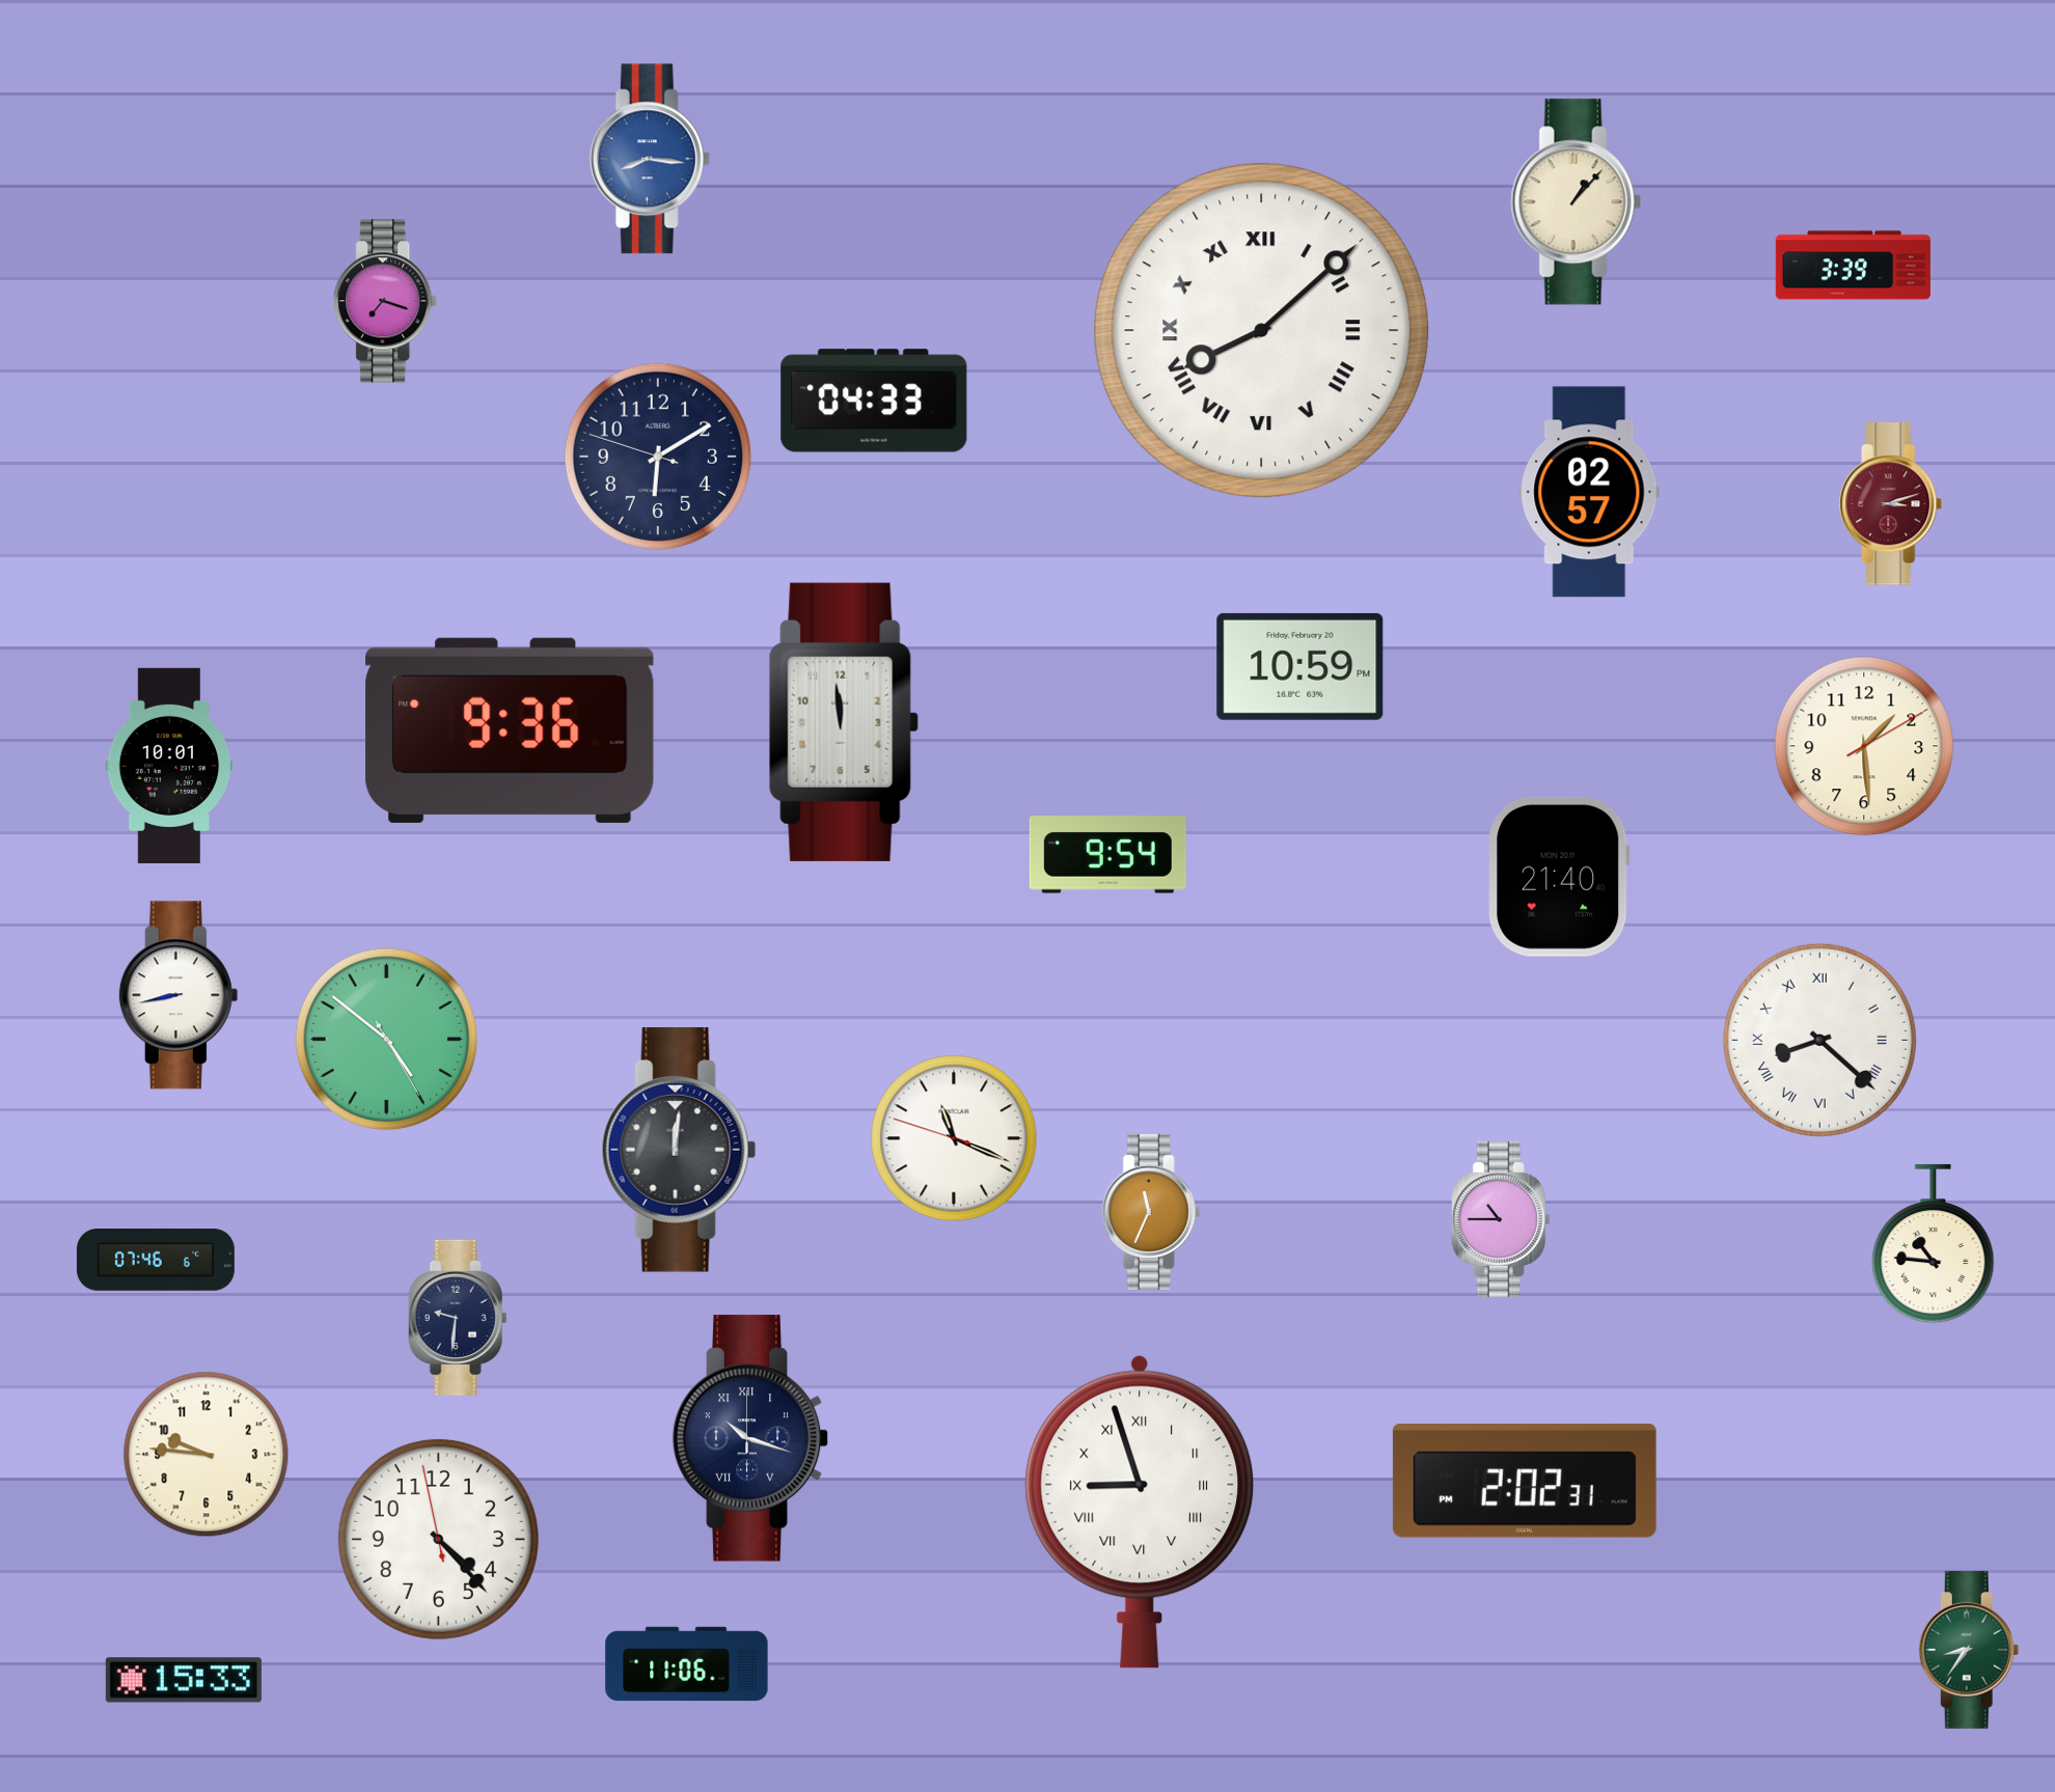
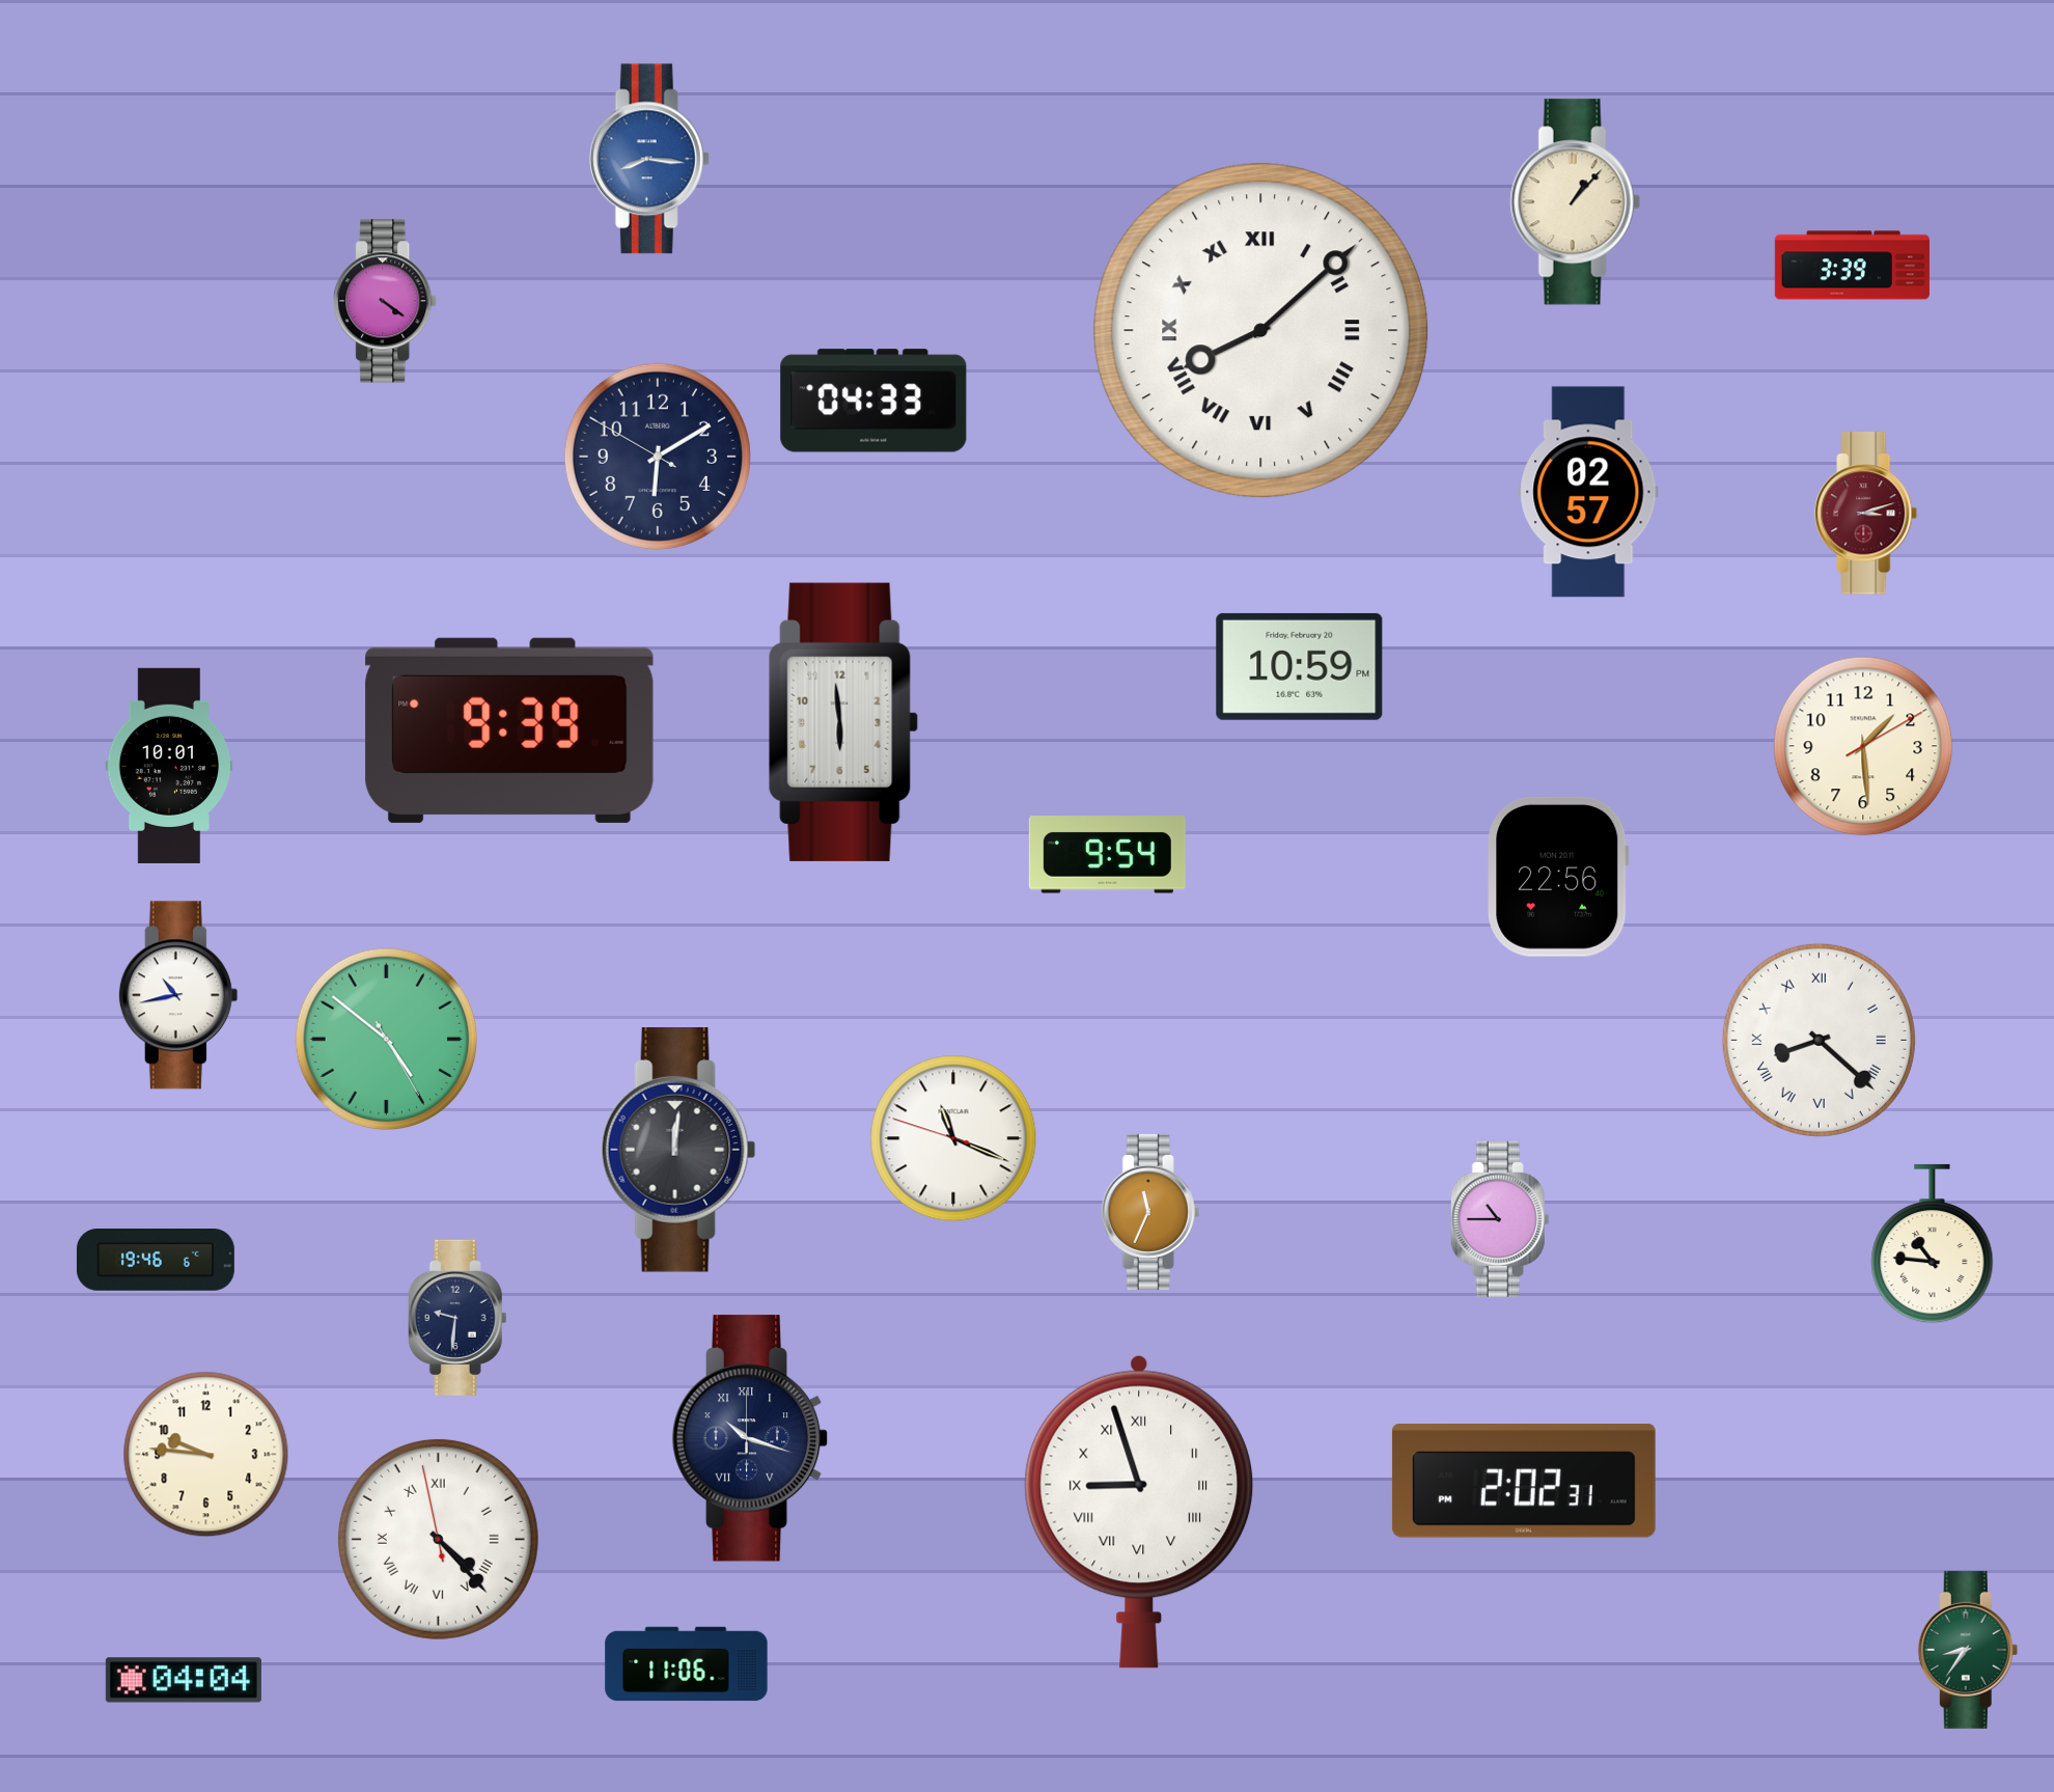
clock at (386, 301): 7:18 -> 4:21
clock at (658, 457): 6:09:48 -> 6:09:50
clock at (1891, 504) position: (1891, 504) -> (1866, 514)
clock at (844, 722): 11:59 -> 5:59
clock at (510, 730): 9:36 -> 9:39
clock at (1559, 877): 21:40 -> 22:56
clock at (179, 995): 8:43 -> 10:43
clock at (156, 1261): 07:46 -> 19:46
clock at (438, 1539) numerals: Arabic -> Roman
clock at (184, 1680): 15:33 -> 04:04
